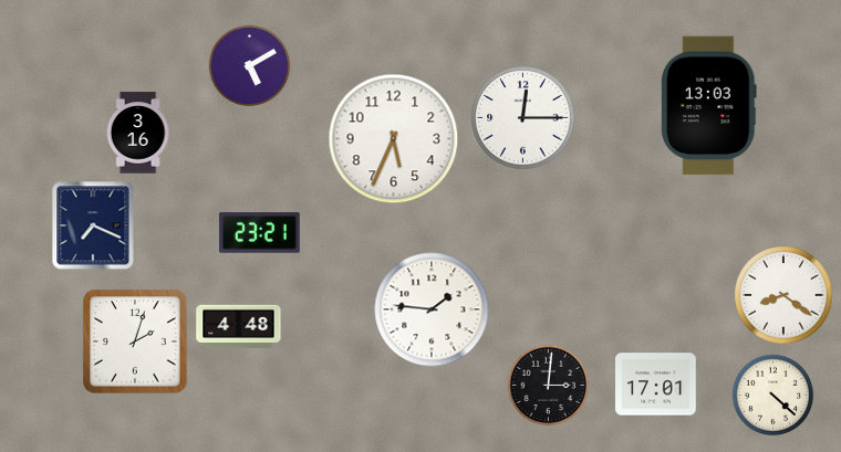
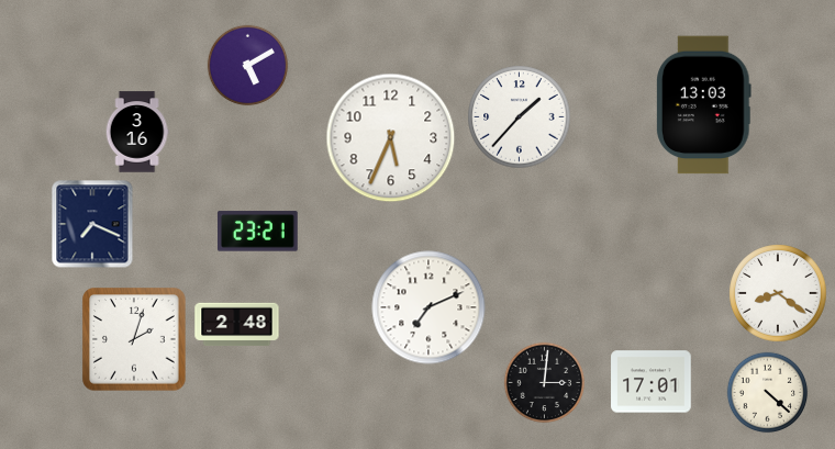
clock at (523, 118): 12:15 -> 1:37
clock at (432, 309): 1:46 -> 7:11
clock at (239, 327): 4:48 -> 2:48
